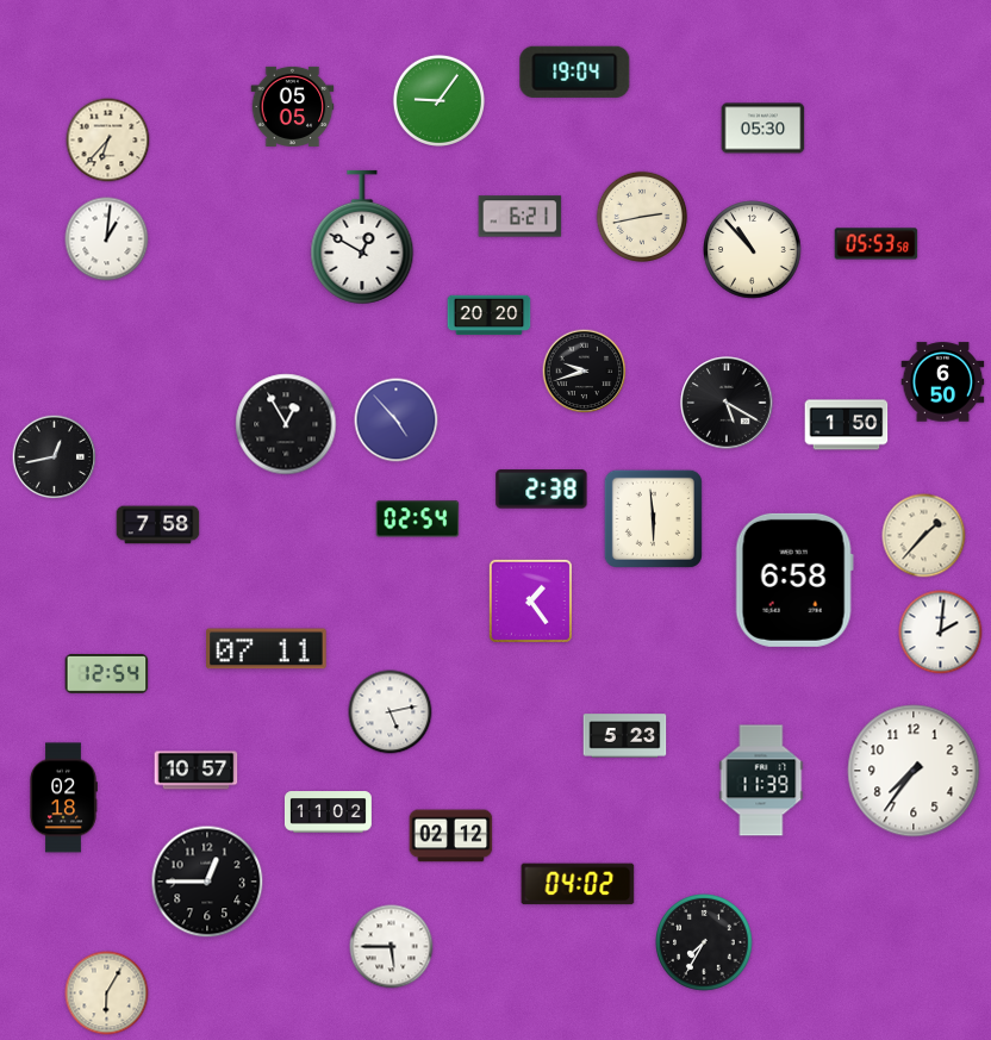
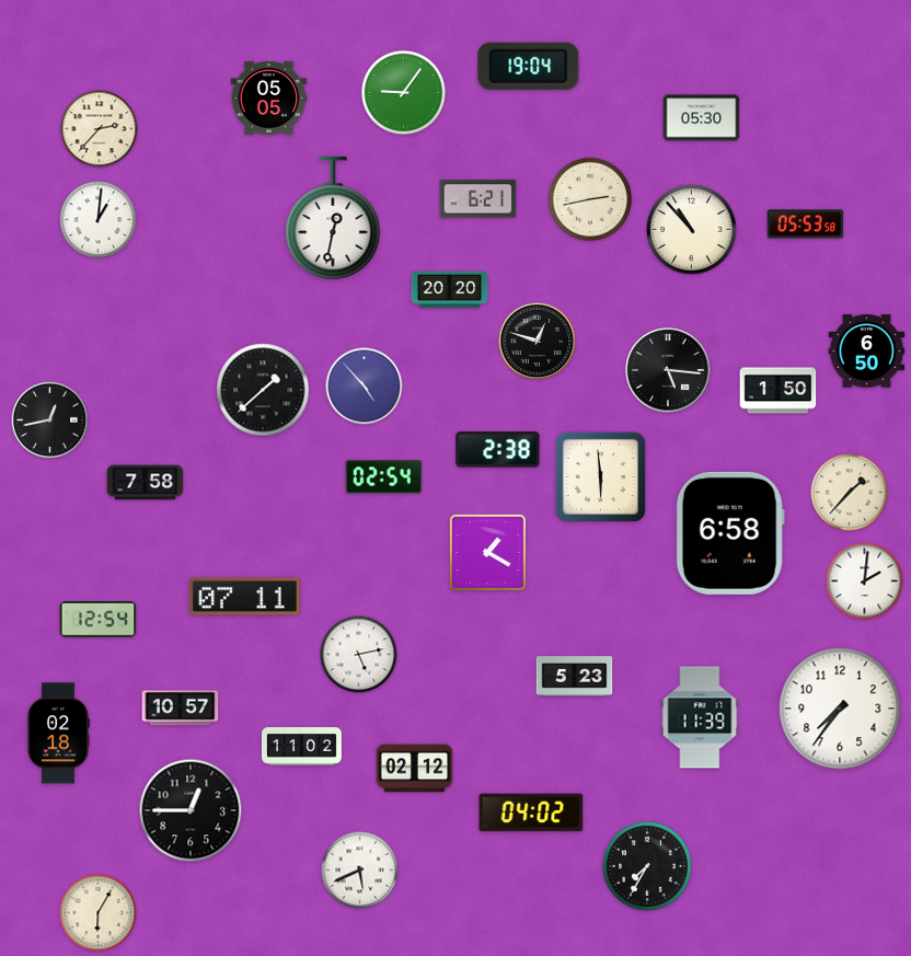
clock at (108, 141): 6:37 -> 2:37
clock at (362, 237): 12:50 -> 12:32
clock at (585, 372): 9:42 -> 12:48
clock at (727, 403): 5:20 -> 5:16
clock at (286, 424): 12:55 -> 1:38
clock at (530, 600): 1:24 -> 1:20
clock at (392, 947): 5:45 -> 5:41
